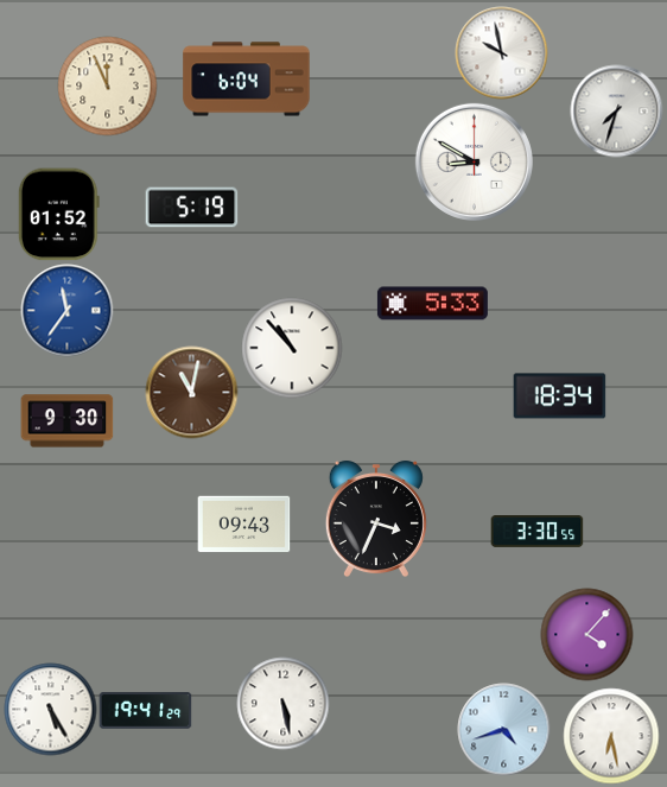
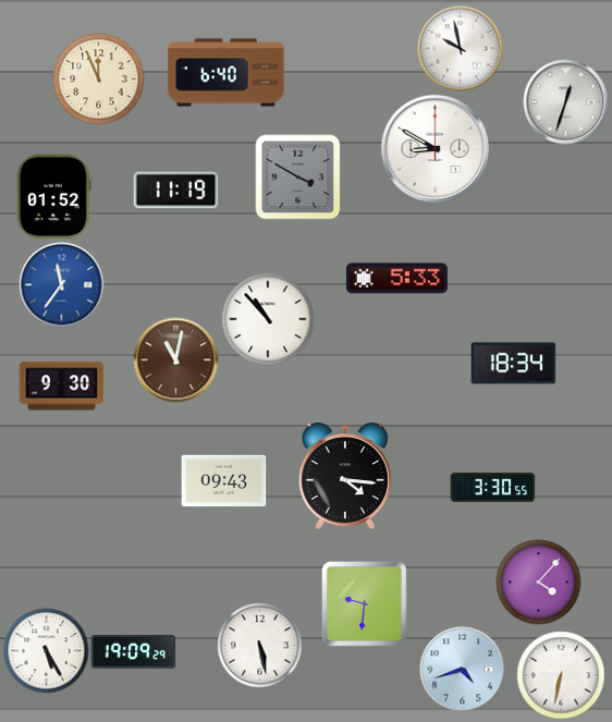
clock at (247, 80): 6:04 -> 6:40
clock at (616, 110): 7:33 -> 12:33
clock at (297, 176): none -> 3:50
clock at (191, 208): 5:19 -> 11:19
clock at (376, 519): 3:34 -> 4:16
clock at (365, 604): none -> 9:31
clock at (145, 711): 19:41 -> 19:09
clock at (611, 736): 6:28 -> 6:32
